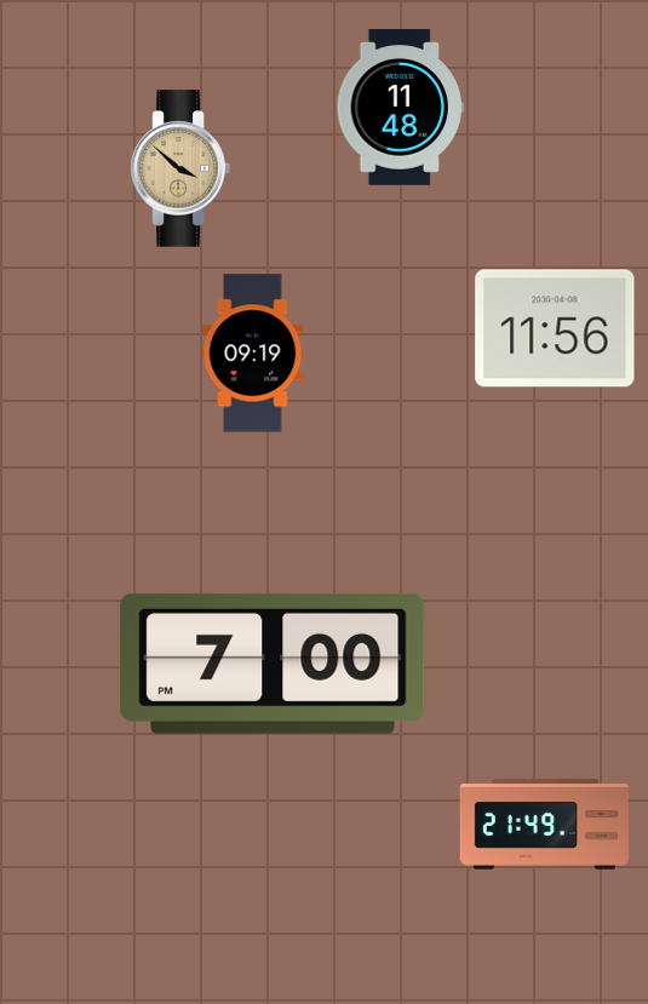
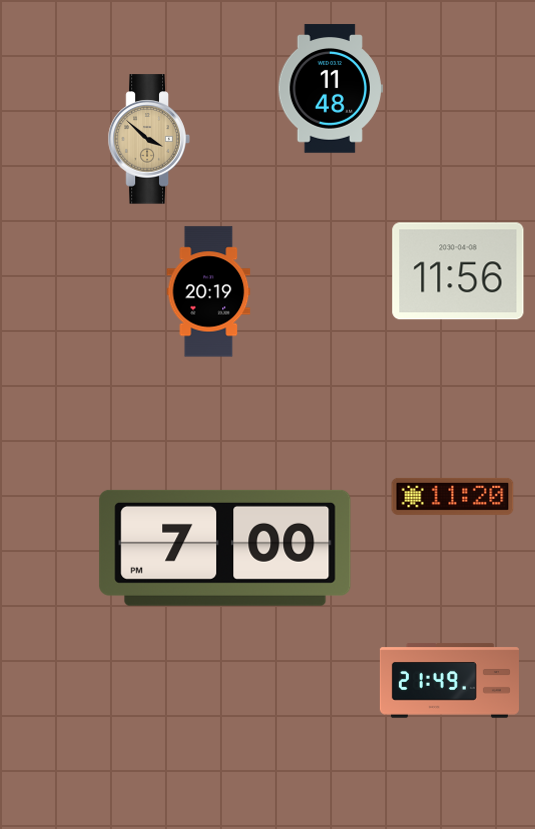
clock at (253, 354): 09:19 -> 20:19
clock at (453, 496): none -> 11:20
